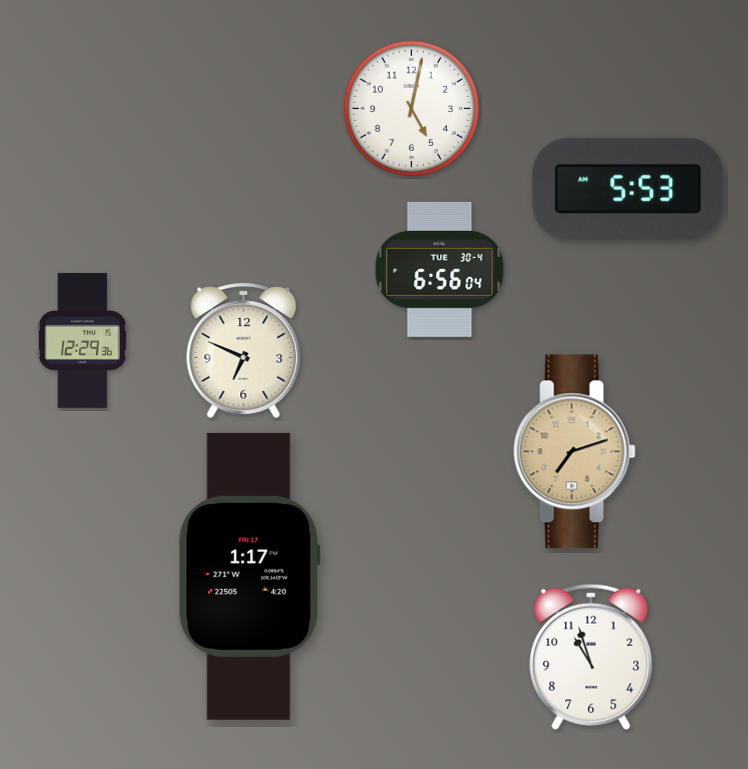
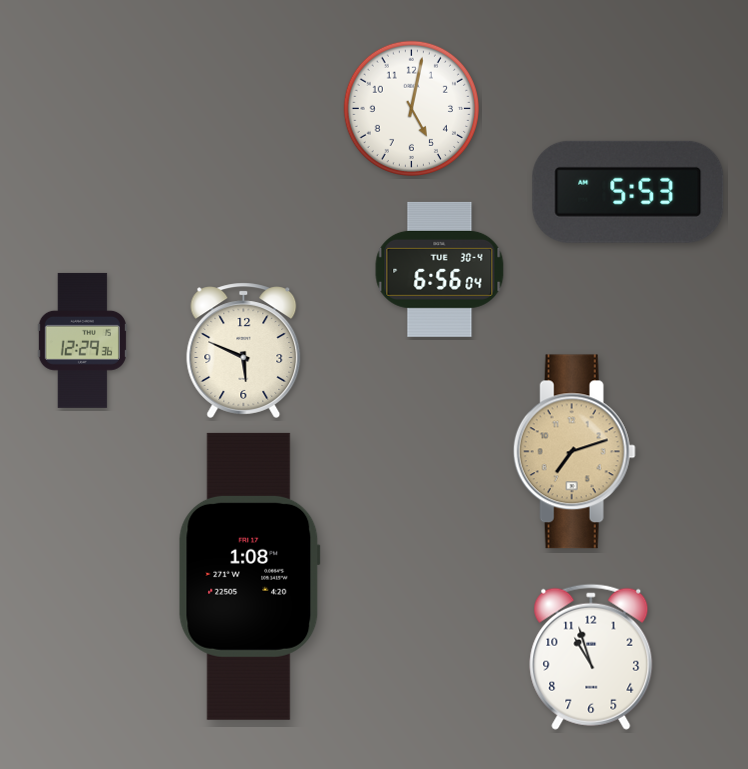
clock at (628, 189) position: (628, 189) -> (628, 192)
clock at (244, 350): 6:49 -> 5:49
clock at (249, 576): 1:17 -> 1:08
